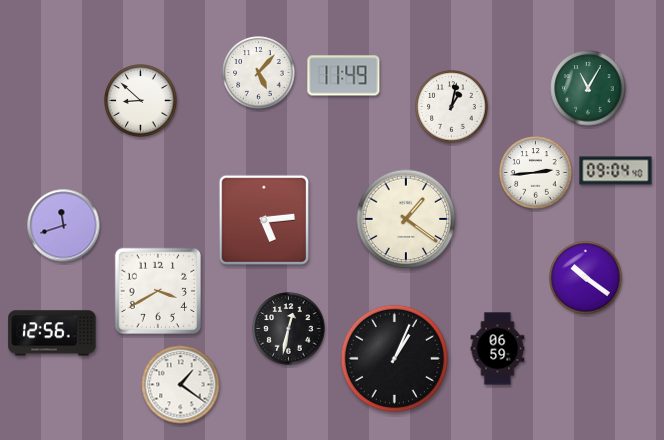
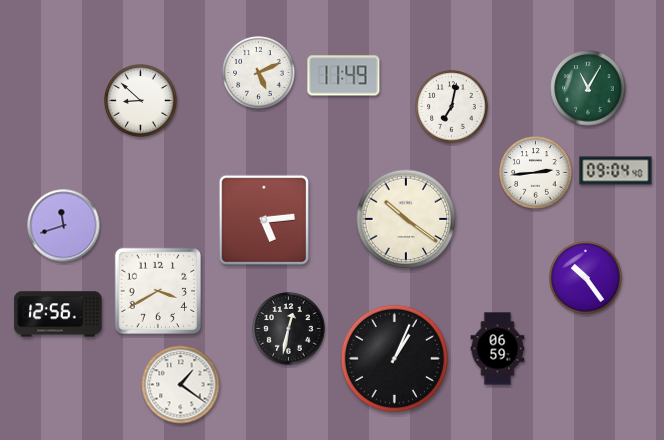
clock at (259, 73): 5:07 -> 5:11
clock at (452, 107): 1:02 -> 7:02
clock at (406, 219): 1:21 -> 10:21
clock at (586, 278): 10:21 -> 10:24
clock at (52, 333) position: (52, 333) -> (58, 314)
